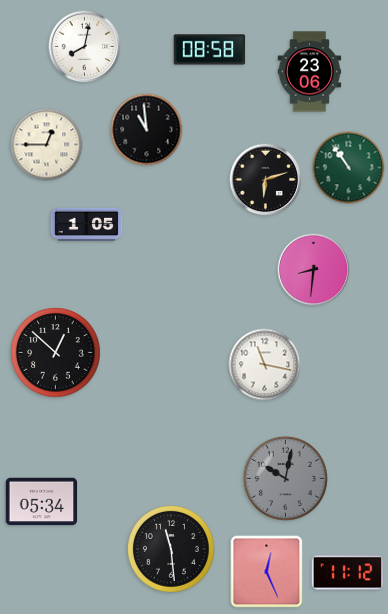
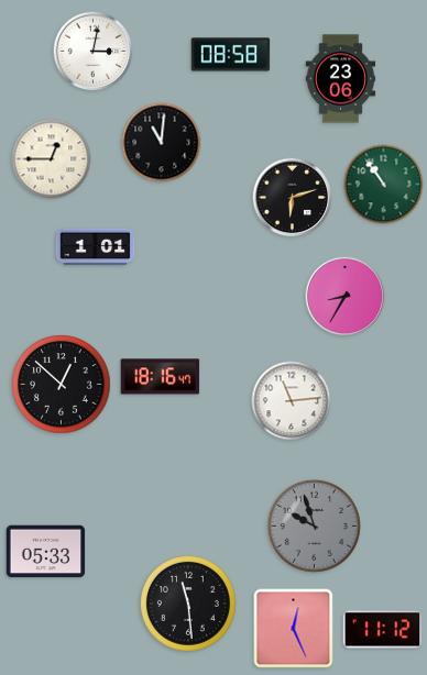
clock at (85, 47): 8:02 -> 3:02
clock at (147, 130): 10:59 -> 11:01
clock at (87, 225): 1:05 -> 1:01
clock at (314, 270): 8:31 -> 8:35
clock at (161, 377): none -> 18:16
clock at (56, 353) position: (56, 353) -> (62, 385)
clock at (265, 365): 11:17 -> 11:14
clock at (285, 478): 10:02 -> 9:57
clock at (42, 502): 05:34 -> 05:33
